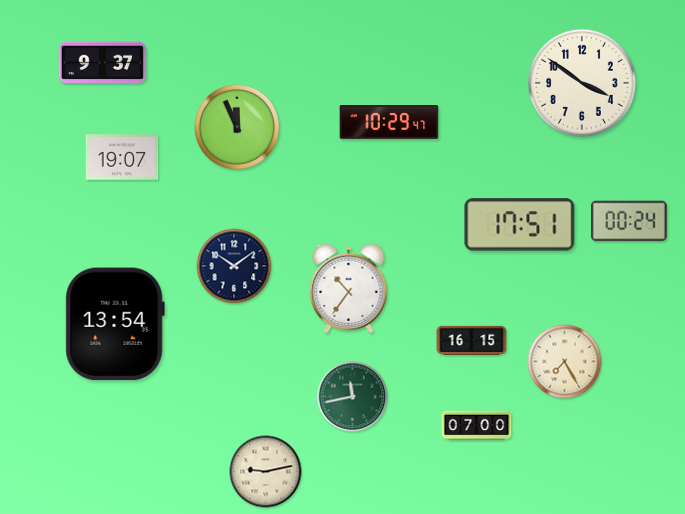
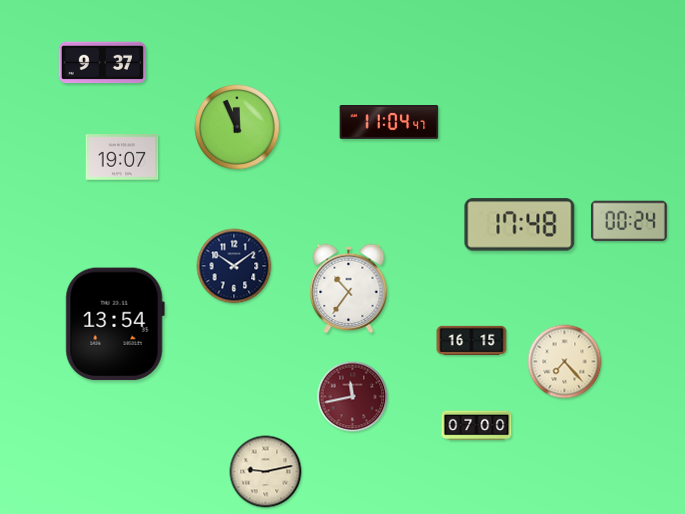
clock at (582, 83): 3:51 -> none
clock at (389, 123): 10:29 -> 11:04
clock at (520, 225): 17:51 -> 17:48
clock at (565, 362): 7:25 -> 7:23
clock at (353, 397) dial: green -> burgundy
